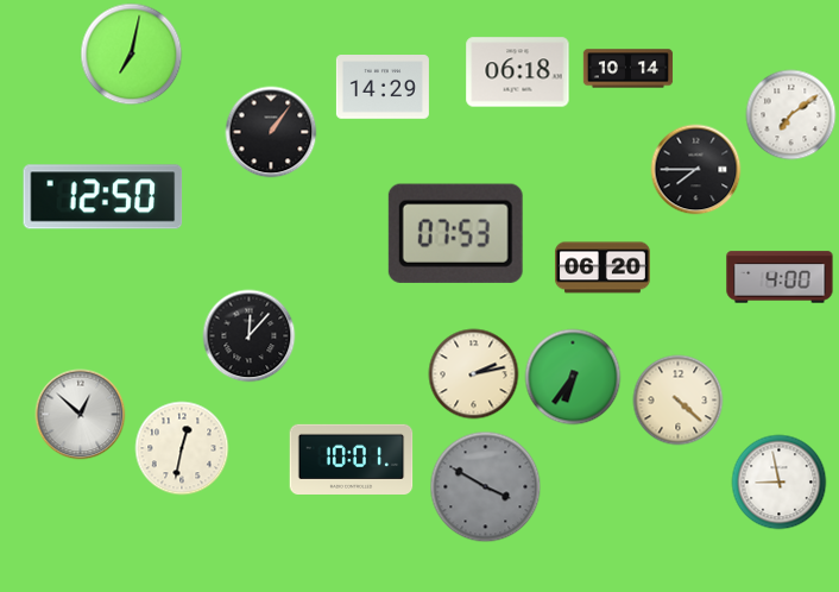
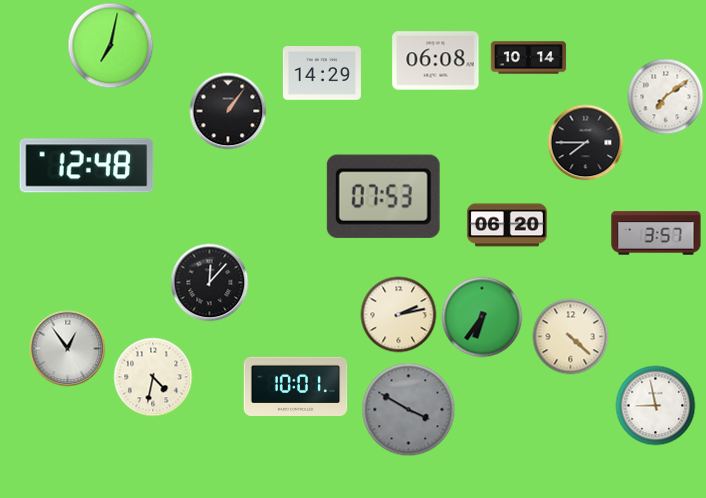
clock at (518, 73): 06:18 -> 06:08
clock at (103, 197): 12:50 -> 12:48
clock at (780, 277): 4:00 -> 3:57
clock at (81, 415): 12:52 -> 12:54
clock at (182, 448): 12:32 -> 4:32
